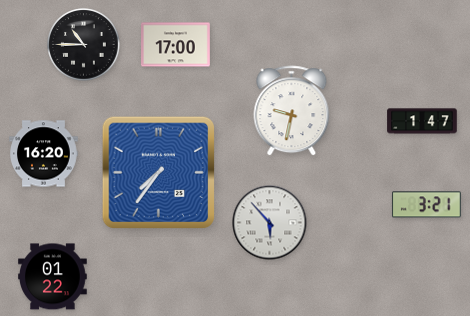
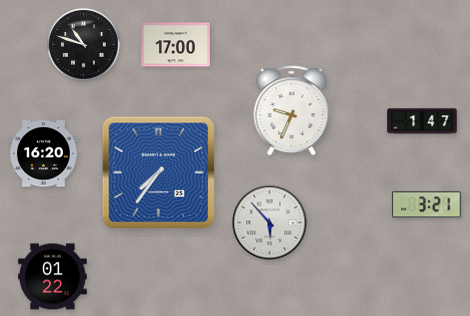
clock at (84, 45): 10:45 -> 10:48
clock at (292, 111): 9:32 -> 9:34
